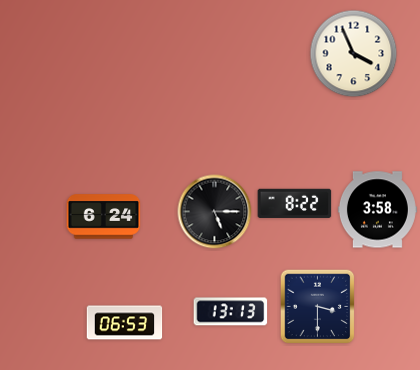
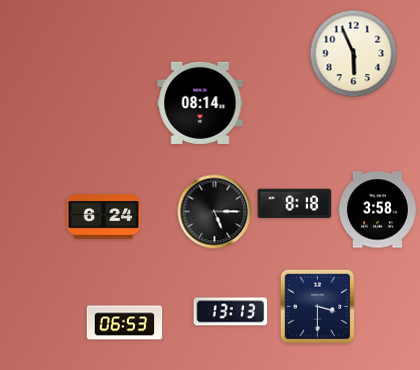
clock at (354, 54): 3:56 -> 5:56
clock at (200, 103): none -> 08:14
clock at (295, 203): 8:22 -> 8:18
